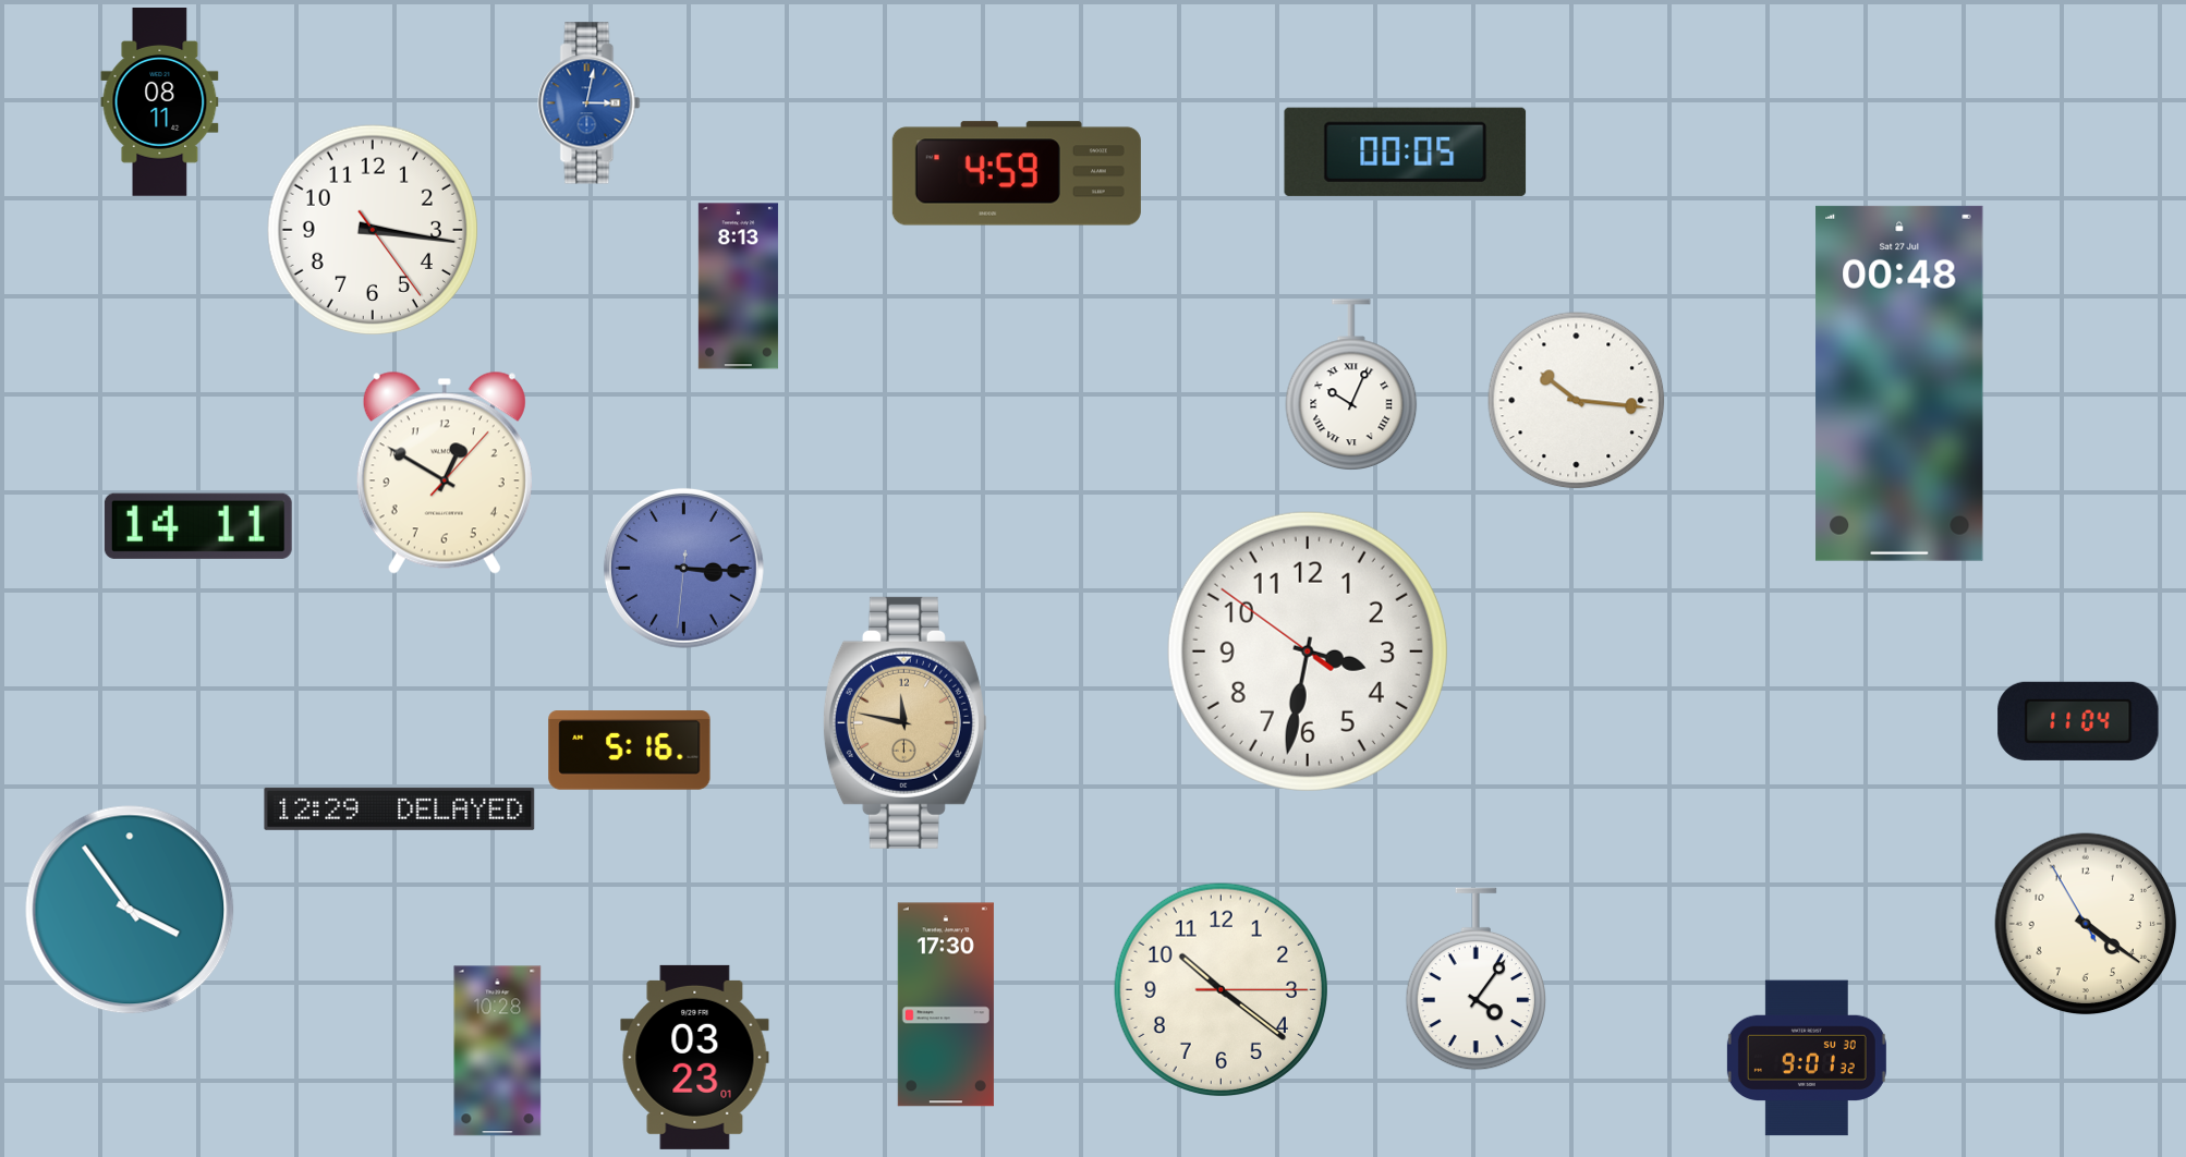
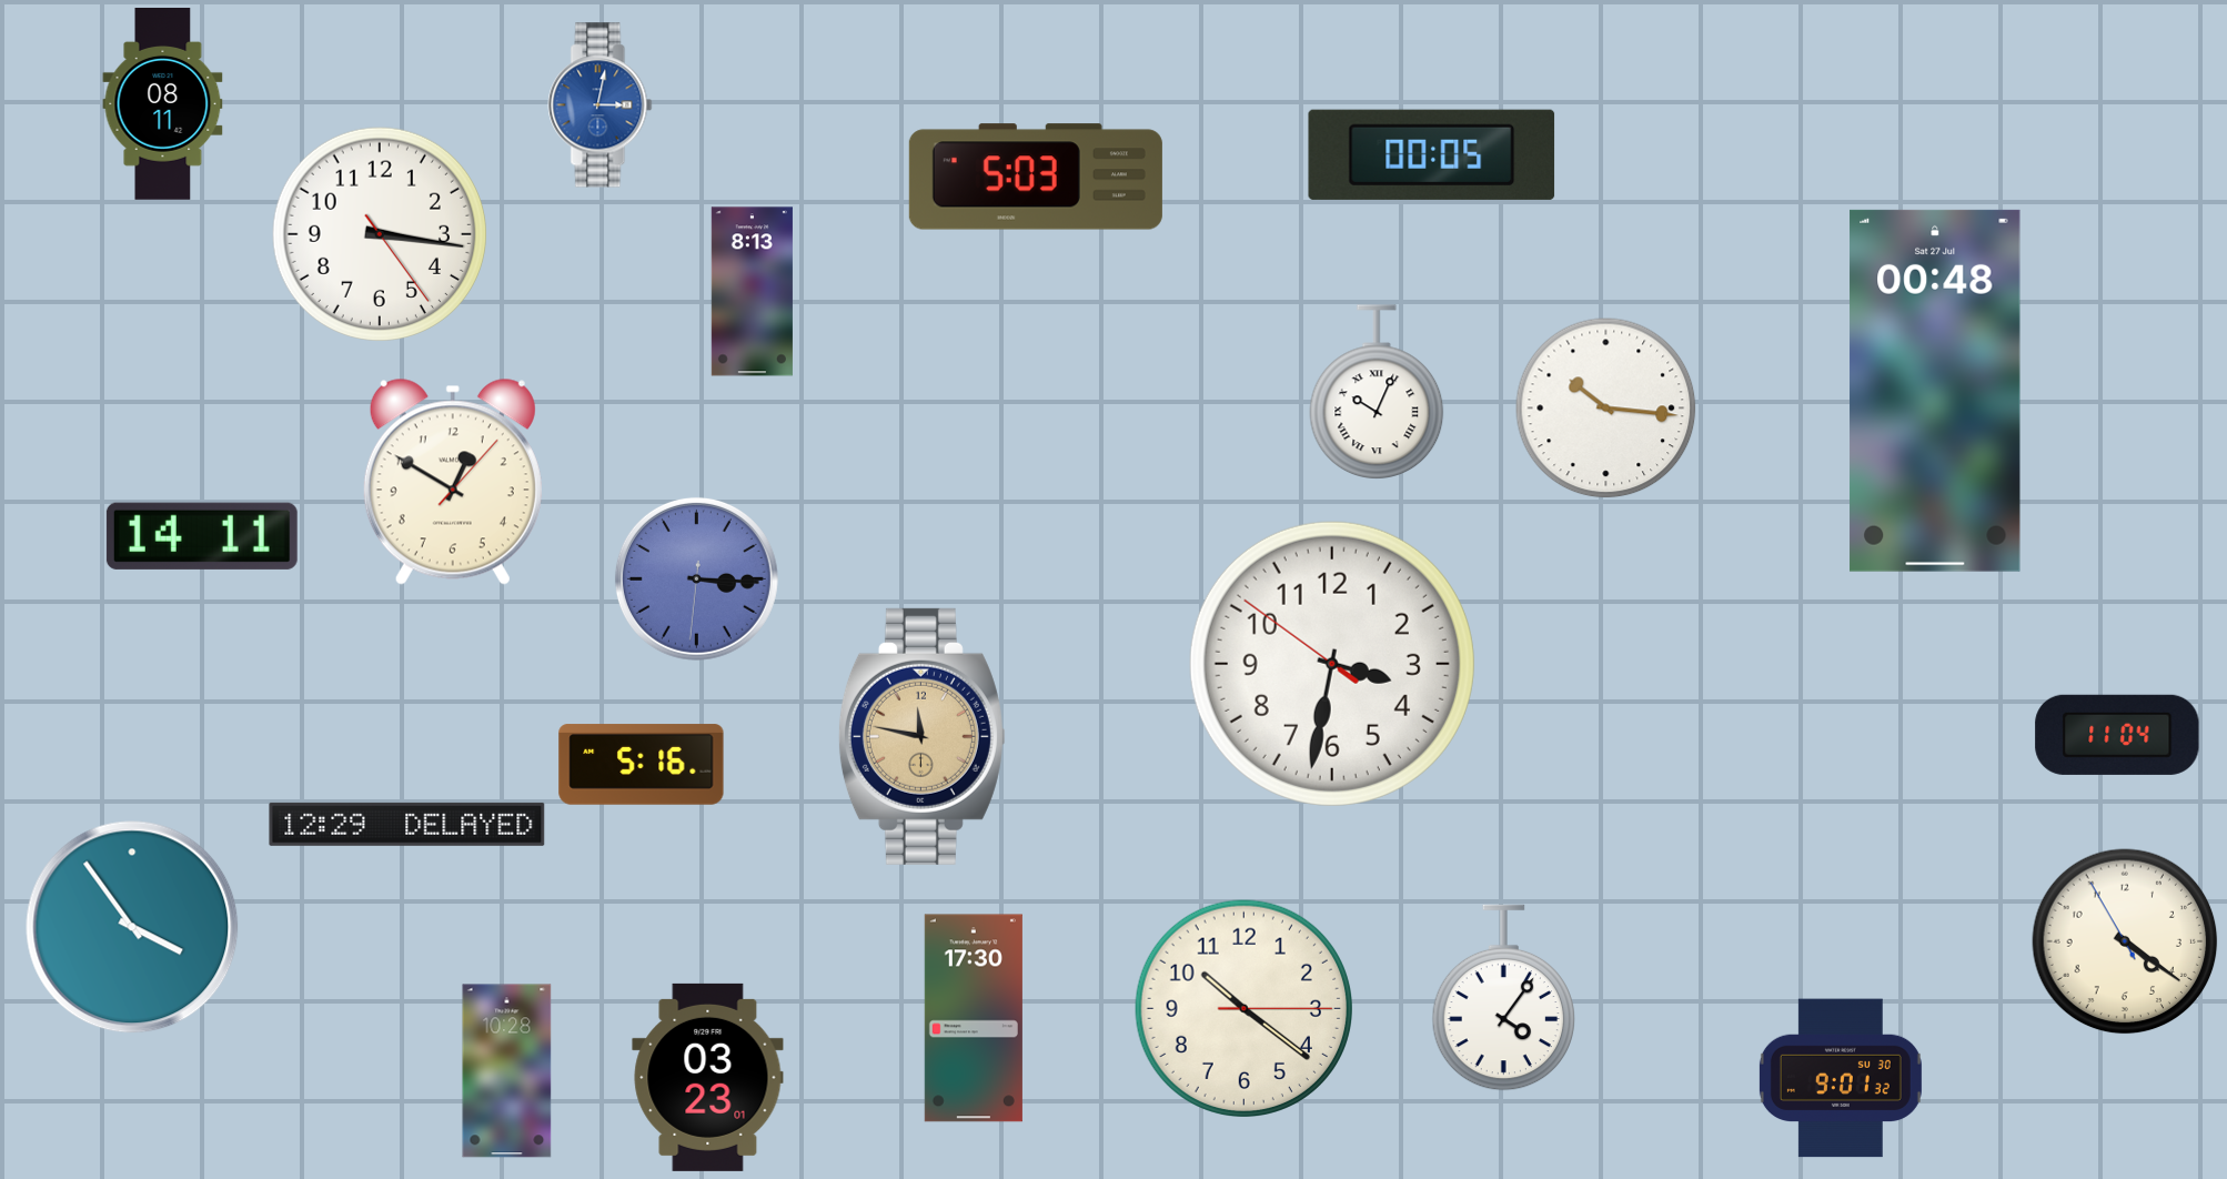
clock at (1017, 173): 4:59 -> 5:03
clock at (946, 1004) position: (946, 1004) -> (974, 1018)
